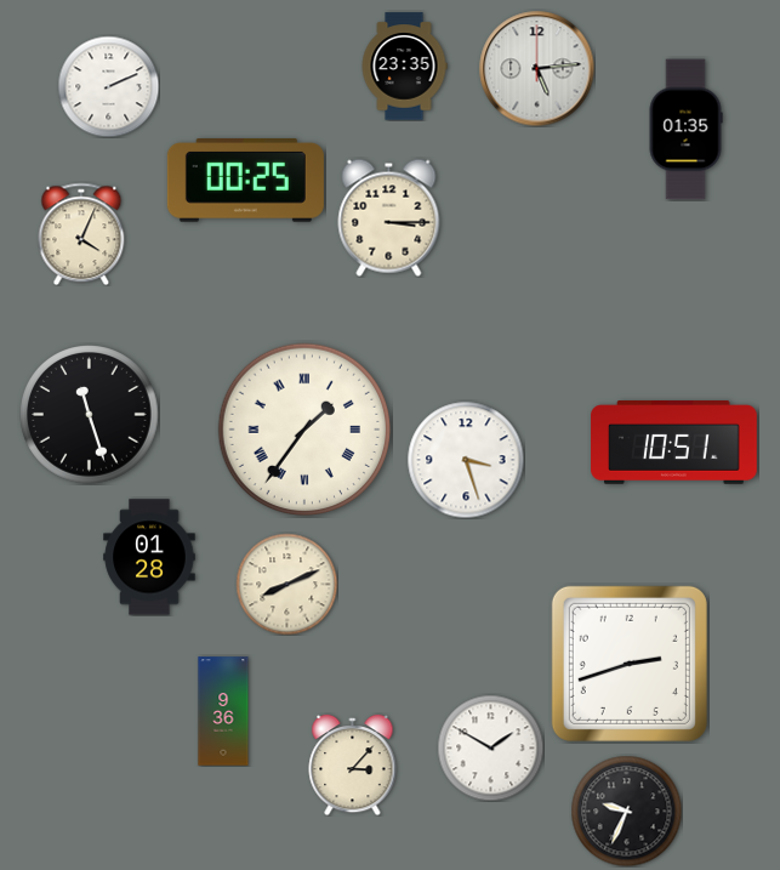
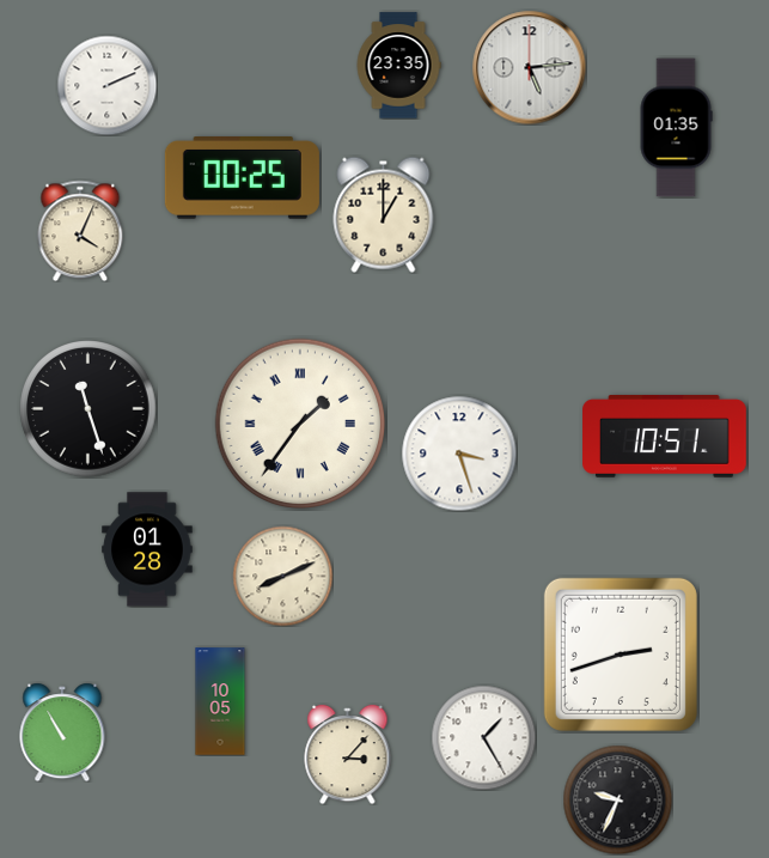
clock at (389, 217): 3:15 -> 1:00
clock at (223, 711): 9:36 -> 10:05
clock at (62, 732): none -> 10:55
clock at (490, 747): 1:50 -> 1:25
